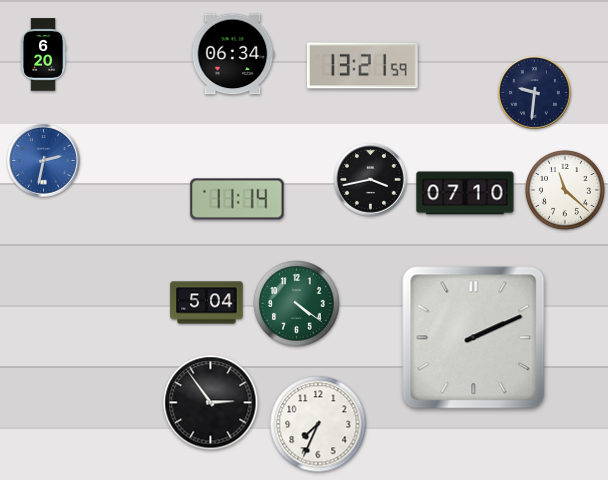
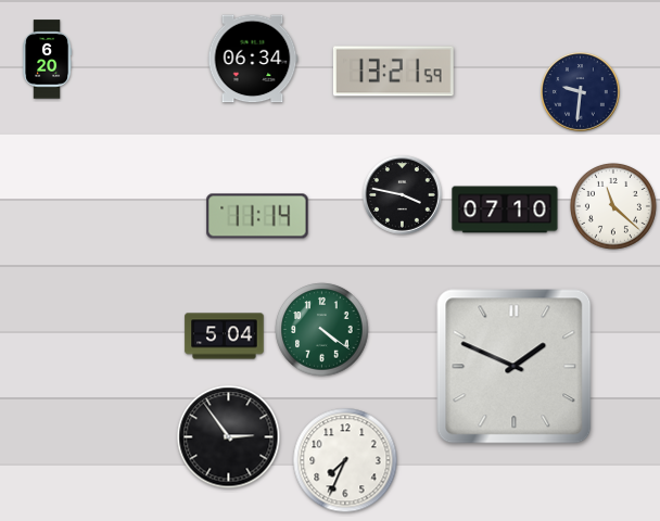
clock at (535, 93) position: (535, 93) -> (581, 92)
clock at (44, 161): 2:32 -> none
clock at (371, 180): 3:43 -> 3:47
clock at (207, 303) position: (207, 303) -> (225, 336)
clock at (474, 338): 2:11 -> 1:49
